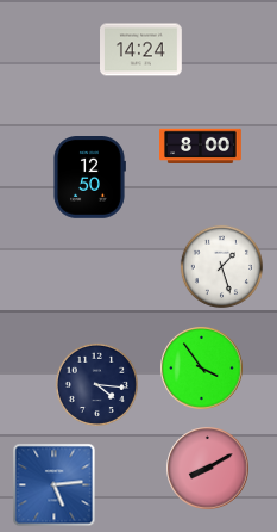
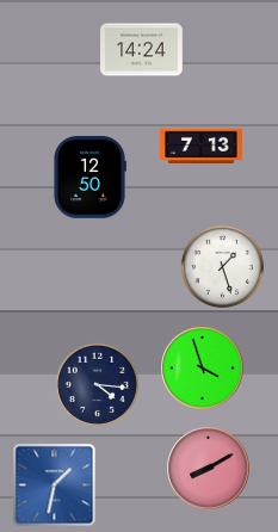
clock at (201, 146): 8:00 -> 7:13
clock at (202, 369): 3:54 -> 3:57
clock at (55, 485): 5:14 -> 1:32
